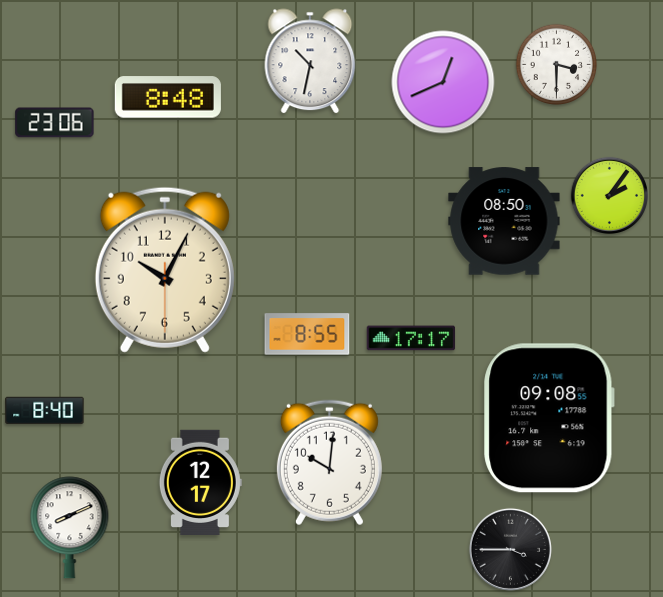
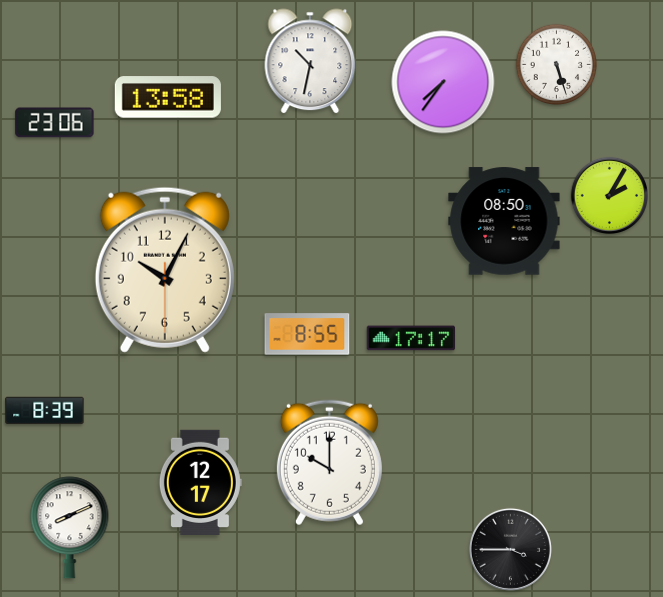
clock at (557, 65): 3:30 -> 5:27
clock at (443, 82): 12:41 -> 7:36
clock at (168, 97): 8:48 -> 13:58
clock at (609, 195): 2:06 -> 2:05
clock at (45, 411): 8:40 -> 8:39
clock at (549, 418): 09:08 -> none
clock at (329, 463): 10:01 -> 10:00
